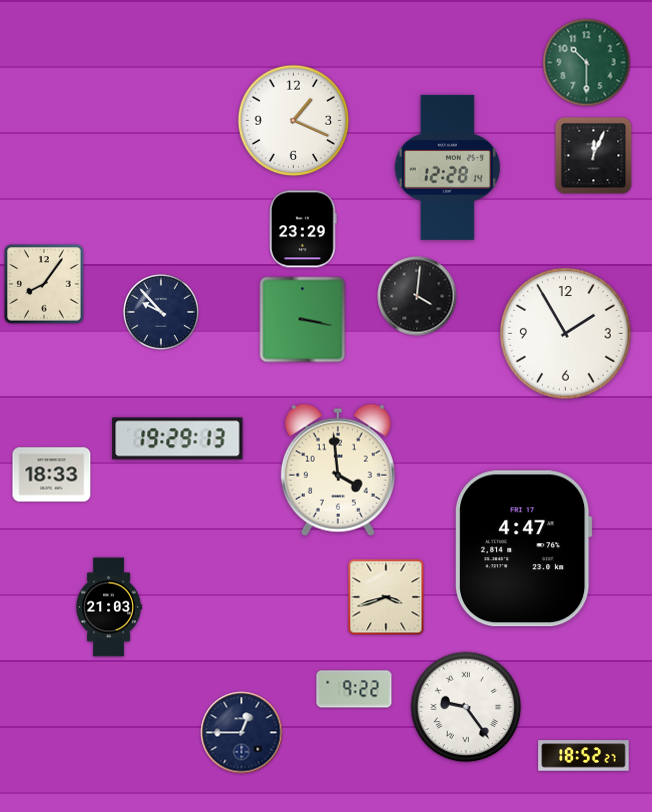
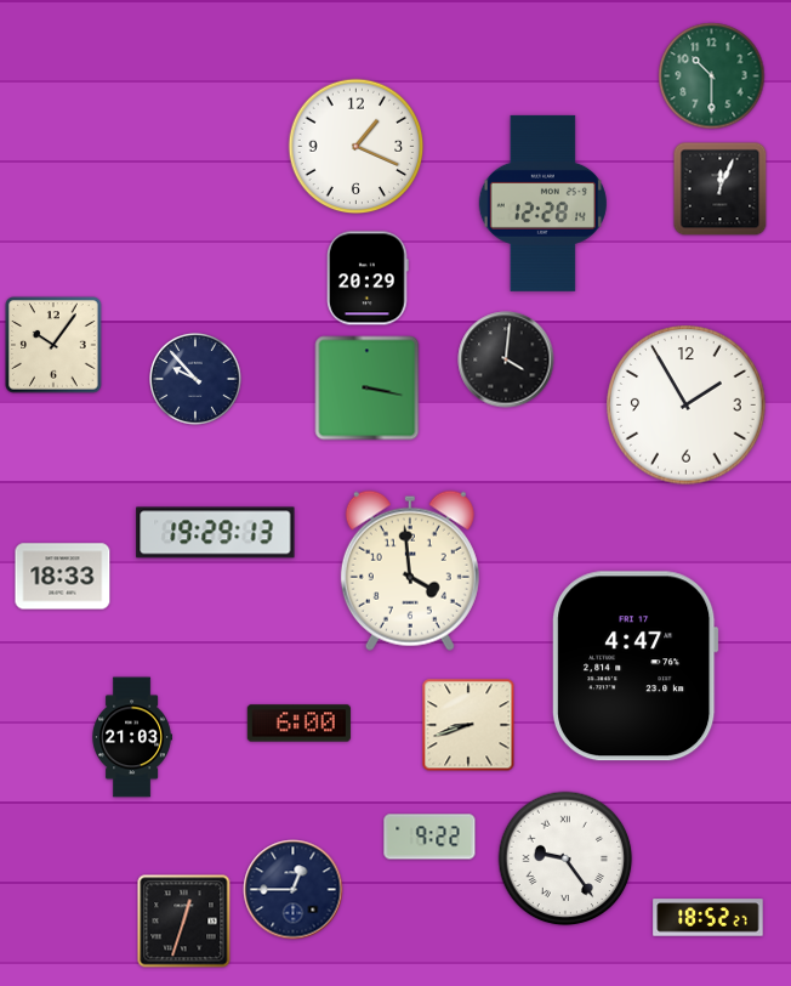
clock at (304, 229): 23:29 -> 20:29
clock at (44, 284): 8:06 -> 10:06
clock at (298, 724): none -> 6:00
clock at (386, 597): 3:42 -> 8:42
clock at (184, 922): none -> 12:33
